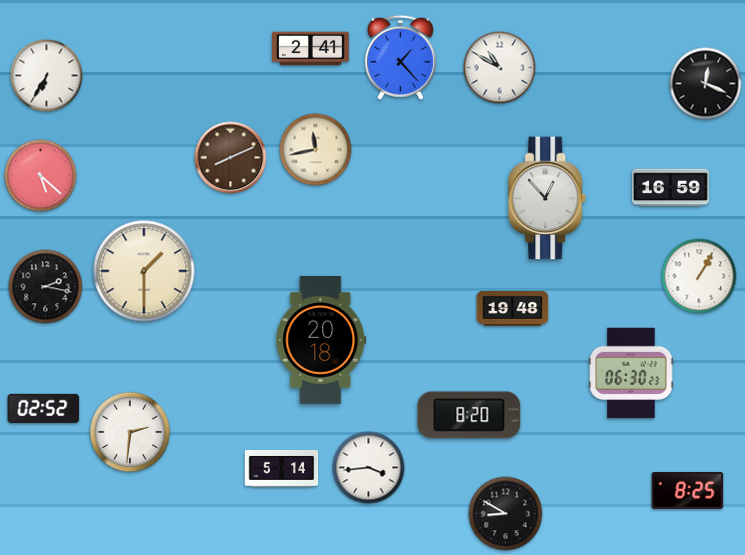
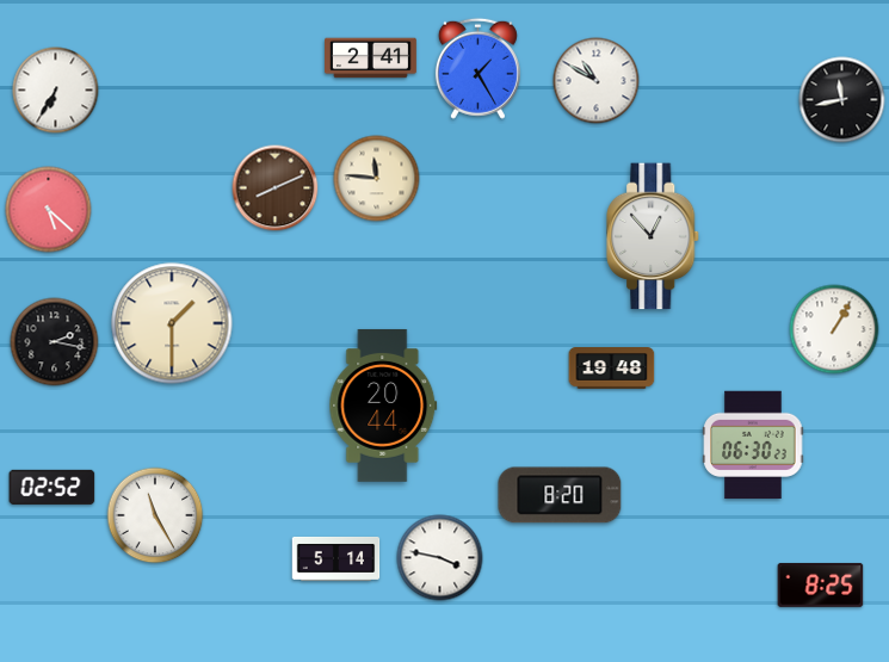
clock at (400, 57): 1:23 -> 1:25
clock at (706, 84): 12:19 -> 11:43
clock at (316, 150): 11:43 -> 11:46
clock at (671, 188): 16:59 -> none
clock at (321, 340): 20:18 -> 20:44
clock at (130, 432): 2:31 -> 11:25
clock at (369, 468): 3:44 -> 3:47
clock at (506, 514): 8:50 -> none
